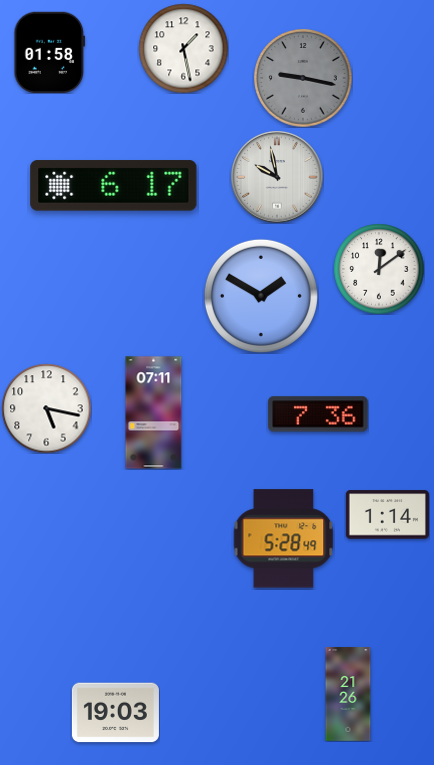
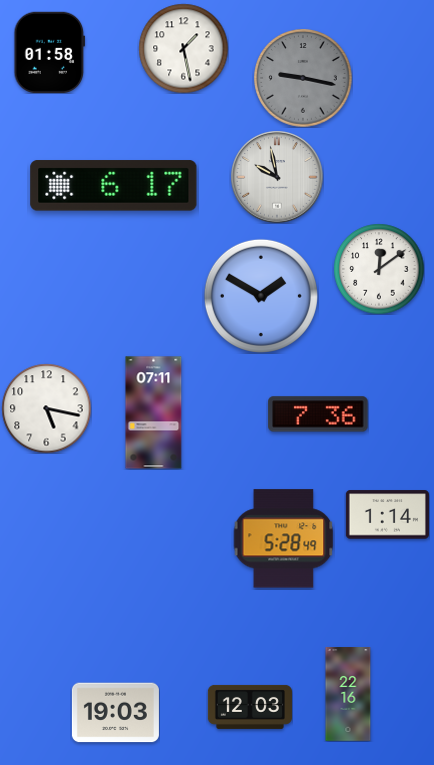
clock at (348, 694): 21:26 -> 22:16
clock at (250, 707): none -> 12:03
